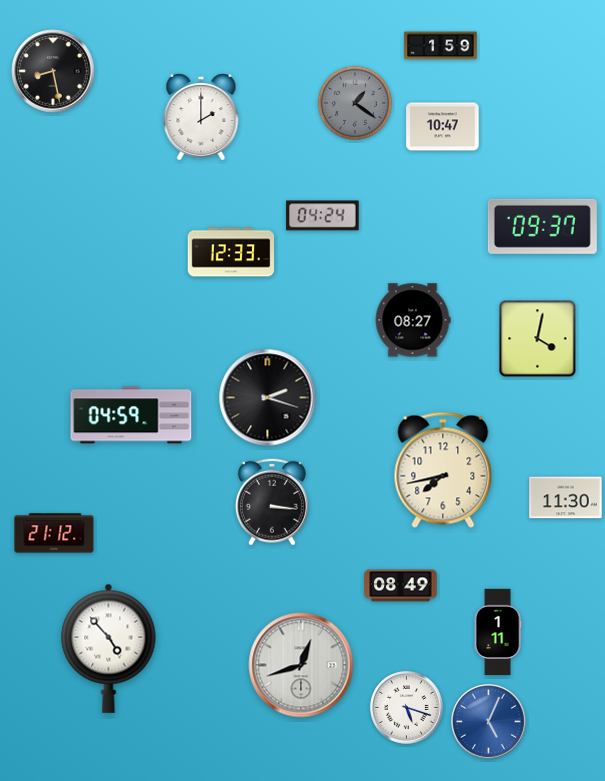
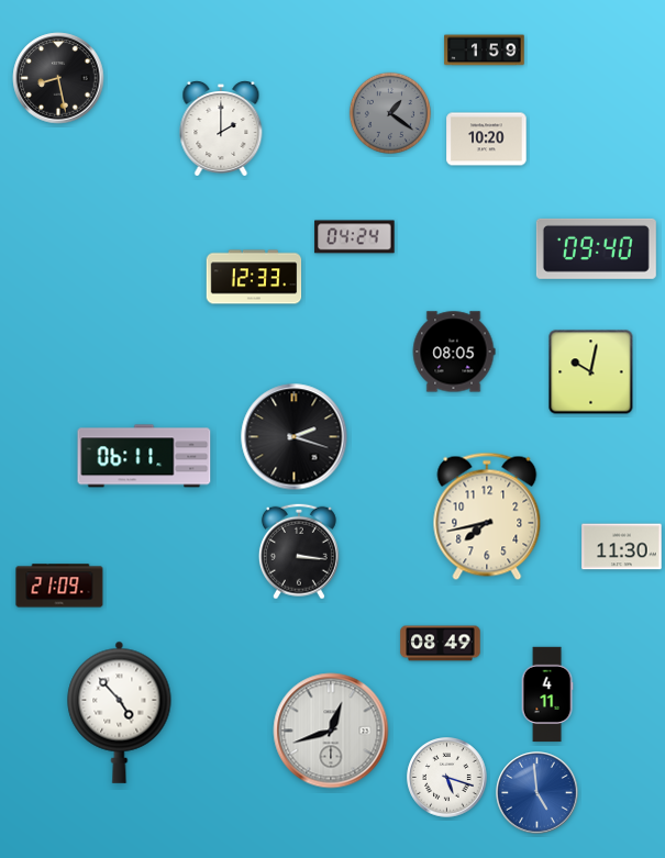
clock at (443, 127): 10:47 -> 10:20
clock at (542, 226): 09:37 -> 09:40
clock at (413, 320): 08:27 -> 08:05
clock at (538, 339): 4:02 -> 10:02
clock at (131, 415): 04:59 -> 06:11
clock at (54, 533): 21:12 -> 21:09
clock at (498, 632): 1:11 -> 4:11
clock at (489, 722): 5:04 -> 4:59
